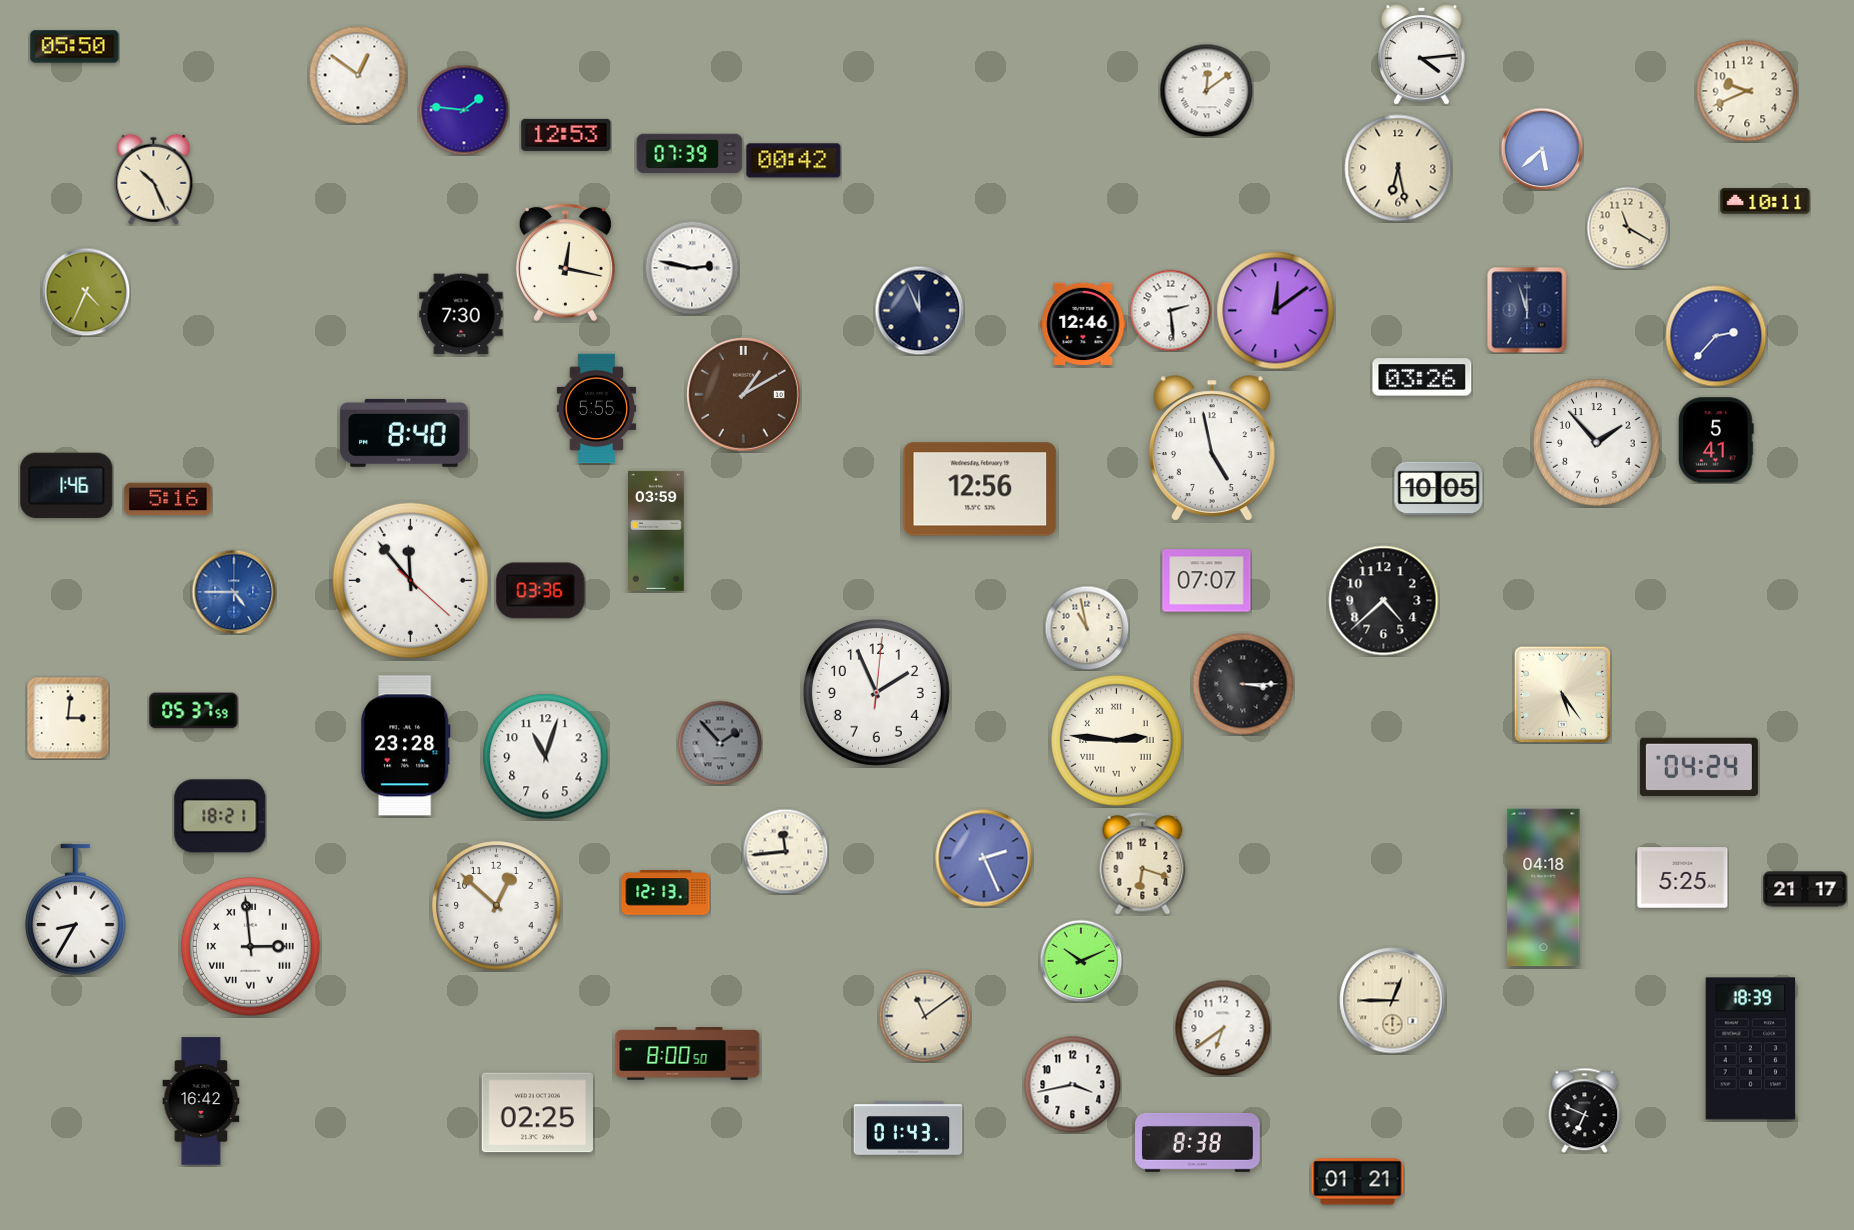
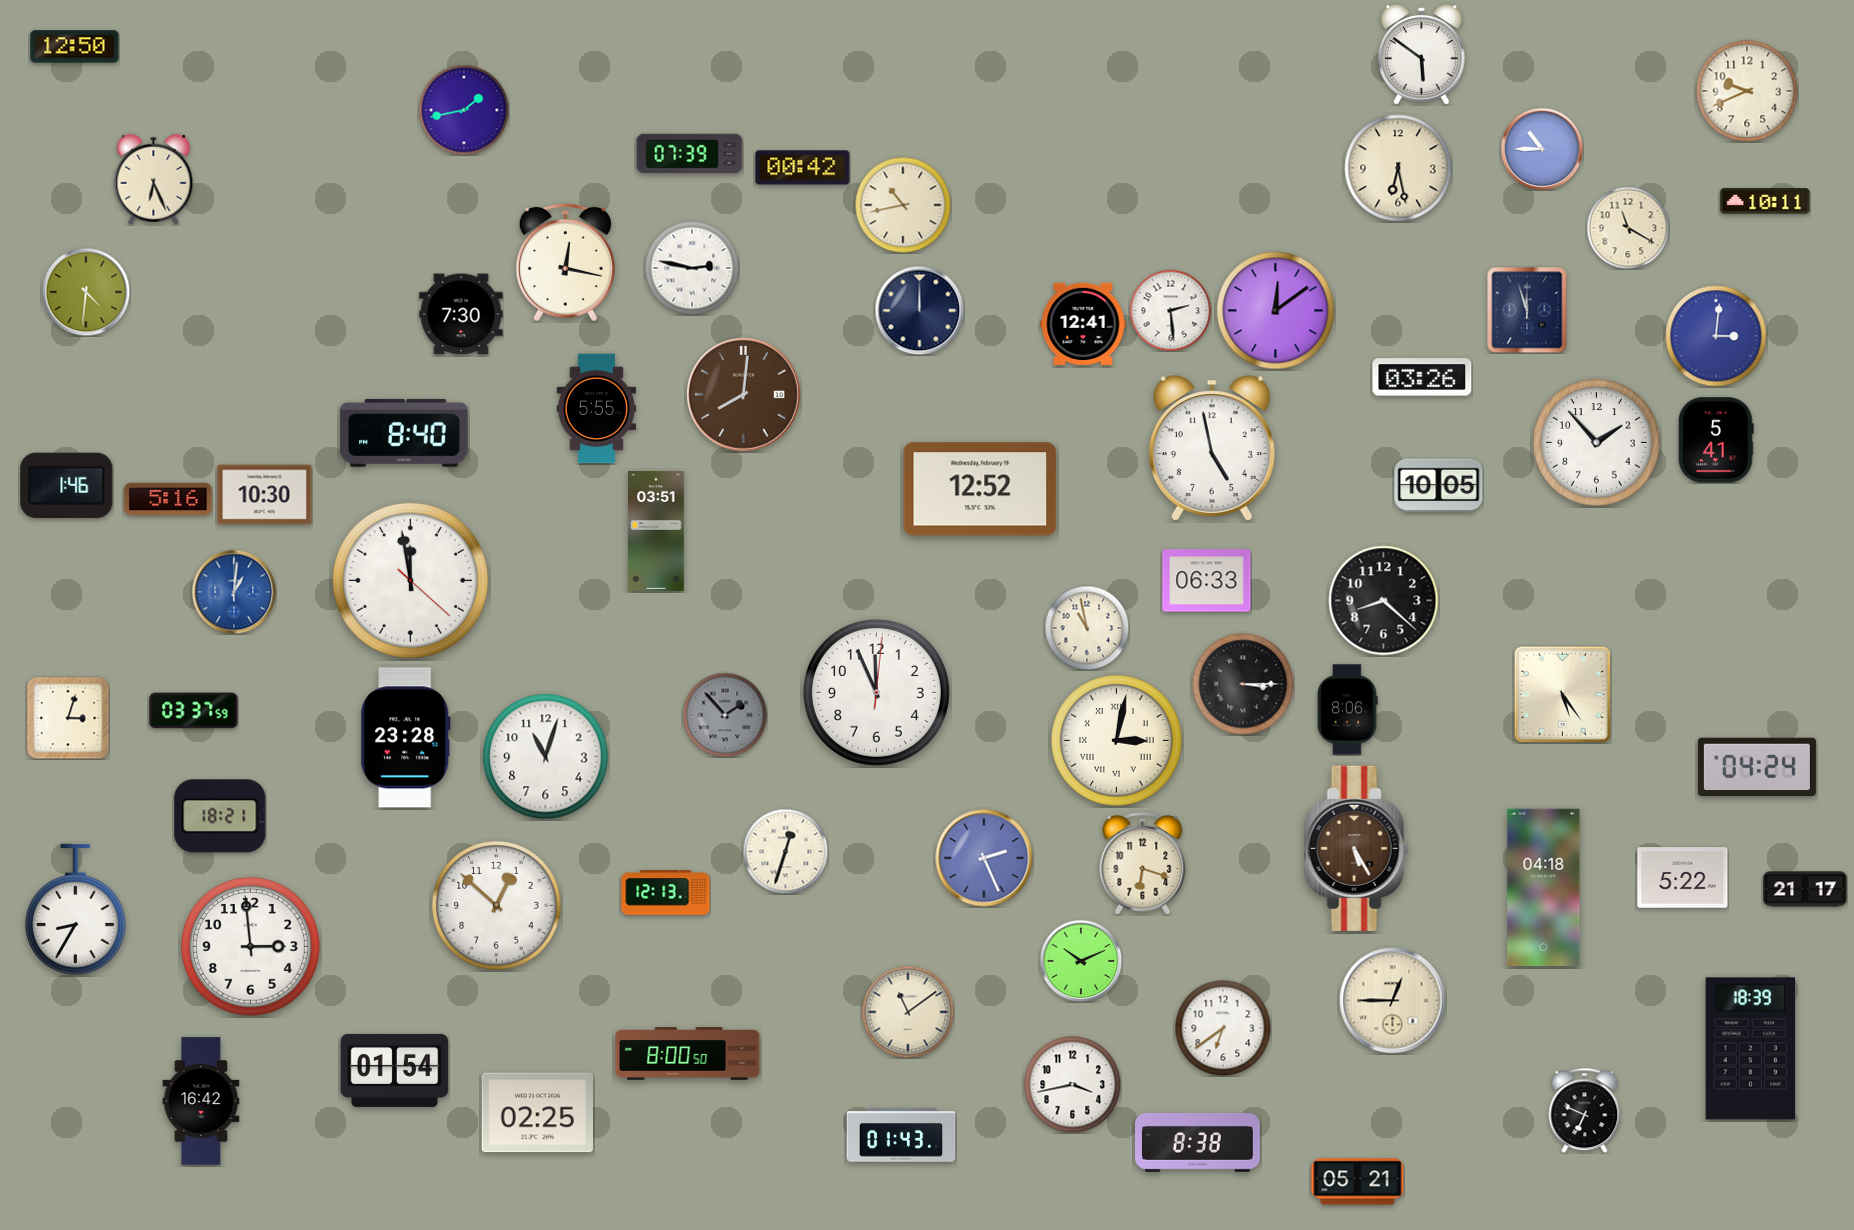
clock at (75, 47): 05:50 -> 12:50
clock at (1422, 55): 4:14 -> 5:51
clock at (358, 75): 12:51 -> none
clock at (1206, 90): 12:09 -> none
clock at (464, 110): 1:46 -> 1:43
clock at (566, 135): 12:53 -> none
clock at (1542, 149): 5:38 -> 10:45
clock at (794, 161) position: (794, 161) -> (803, 168)
clock at (154, 179): 10:26 -> 6:26
clock at (903, 205): none -> 10:43
clock at (86, 292): 4:34 -> 4:31
clock at (919, 310): 11:56 -> 12:00
clock at (1083, 324): 12:46 -> 12:41
clock at (1716, 336): 2:37 -> 3:01
clock at (743, 394): 1:10 -> 8:01
clock at (980, 489): 12:56 -> 12:52
clock at (1439, 489) position: (1439, 489) -> (1439, 486)
clock at (265, 495): none -> 10:30
clock at (656, 531): 03:59 -> 03:51
clock at (410, 580): 11:53 -> 11:58
clock at (1207, 581): 07:07 -> 06:33
clock at (541, 591): 03:36 -> none
clock at (234, 592): 4:45 -> 1:01
clock at (1384, 601): 4:38 -> 8:22
clock at (876, 692): 1:56 -> 11:56
clock at (1347, 710): none -> 8:06
clock at (194, 711): 05:37 -> 03:37
clock at (68, 718): 3:01 -> 3:03
clock at (1117, 741): 2:46 -> 3:02
clock at (720, 743) position: (720, 743) -> (725, 715)
clock at (406, 746) position: (406, 746) -> (406, 738)
clock at (1699, 767) position: (1699, 767) -> (1757, 767)
clock at (1356, 848): none -> 5:25
clock at (785, 851): 11:44 -> 12:33
clock at (1683, 878): 5:25 -> 5:22
clock at (250, 946) numerals: Roman -> Arabic
clock at (925, 1016) position: (925, 1016) -> (908, 1012)
clock at (395, 1070): none -> 01:54
clock at (908, 1128) position: (908, 1128) -> (901, 1135)
clock at (1358, 1182): 01:21 -> 05:21
